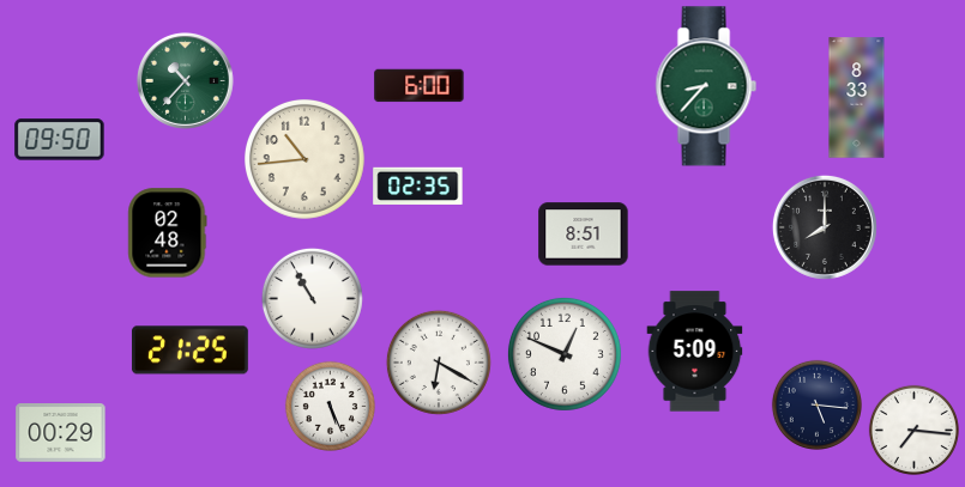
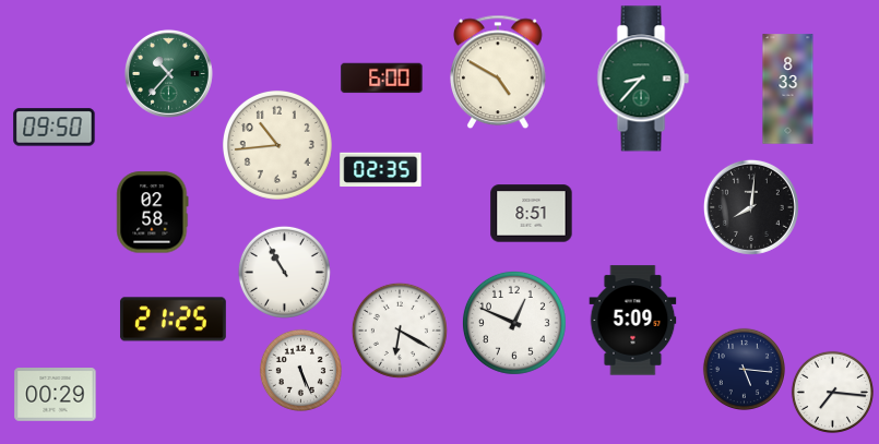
clock at (499, 72): none -> 4:50
clock at (857, 98) position: (857, 98) -> (788, 89)
clock at (825, 227): 8:00 -> 8:01
clock at (168, 233): 02:48 -> 02:58
